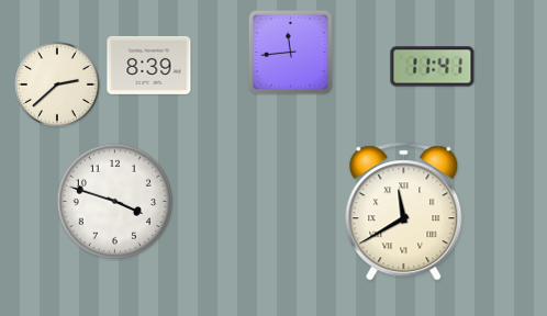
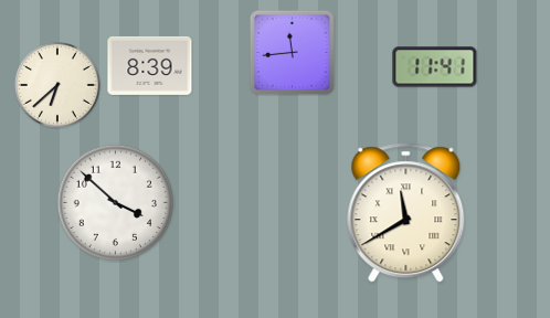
clock at (58, 86): 2:38 -> 6:38
clock at (114, 201): 3:48 -> 3:52
